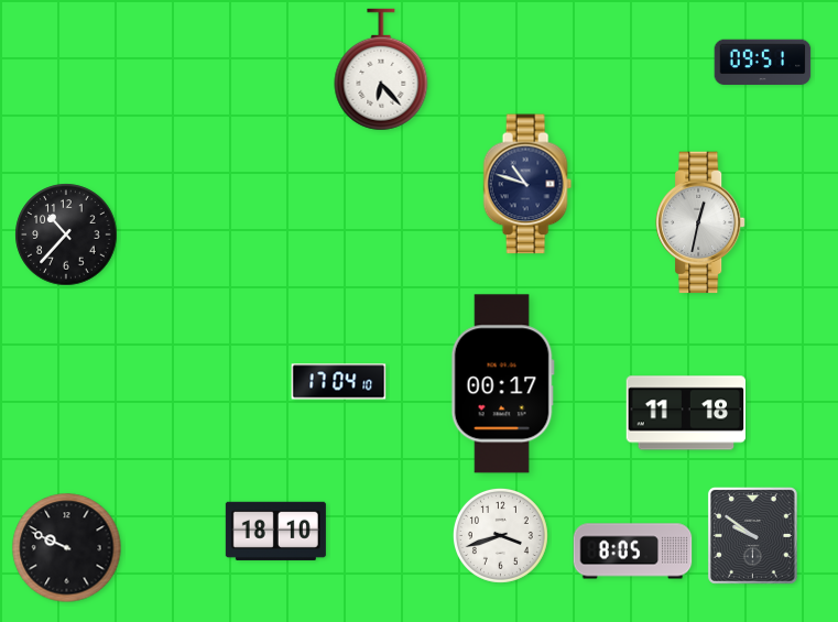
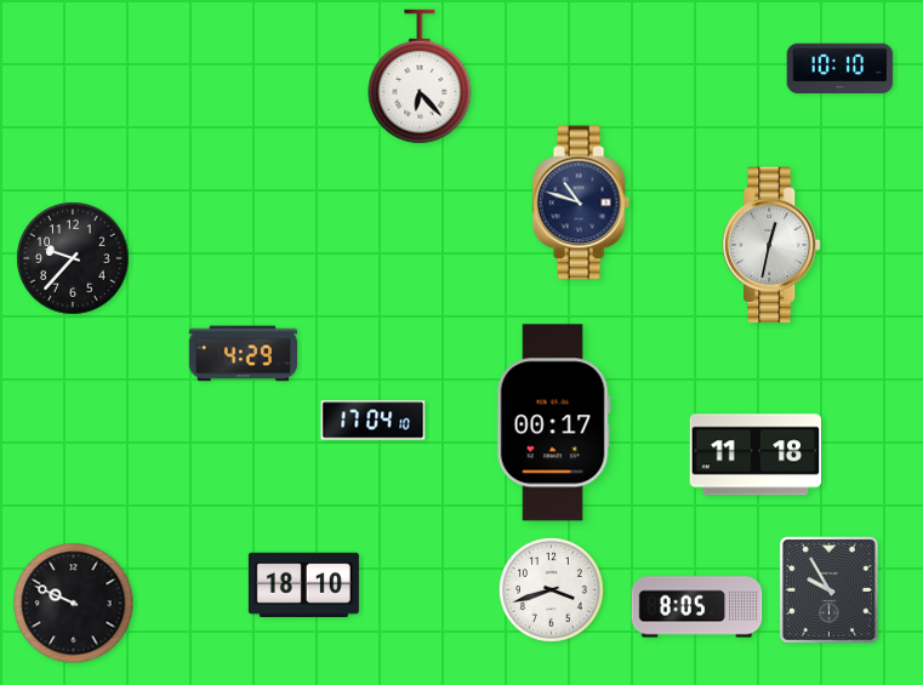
clock at (763, 63): 09:51 -> 10:10
clock at (66, 234): 10:37 -> 9:37
clock at (244, 354): none -> 4:29
clock at (753, 536): 9:51 -> 9:55
